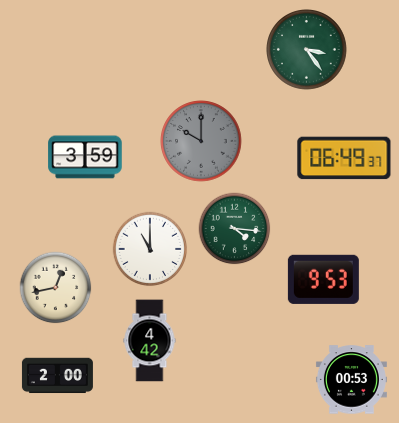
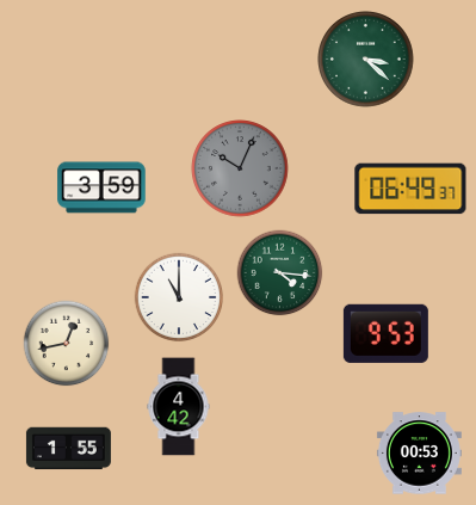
clock at (307, 50): 3:24 -> 3:22
clock at (201, 141): 10:00 -> 10:04
clock at (57, 376): 2:00 -> 1:55
